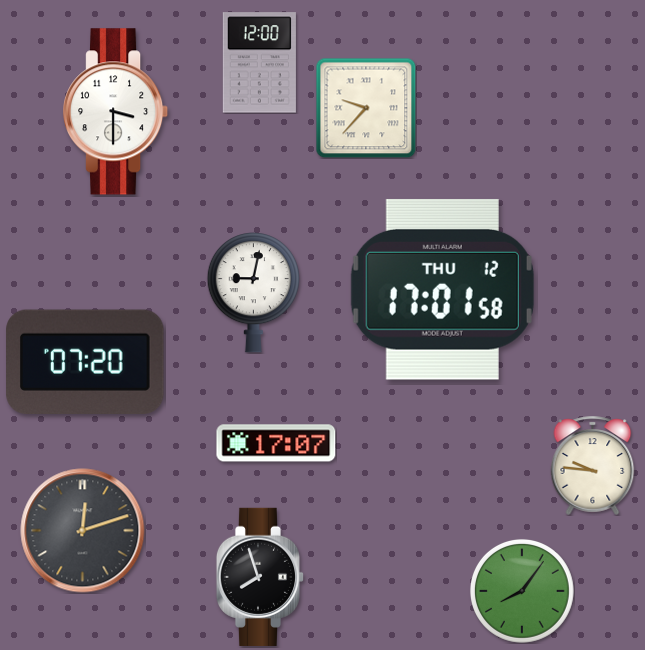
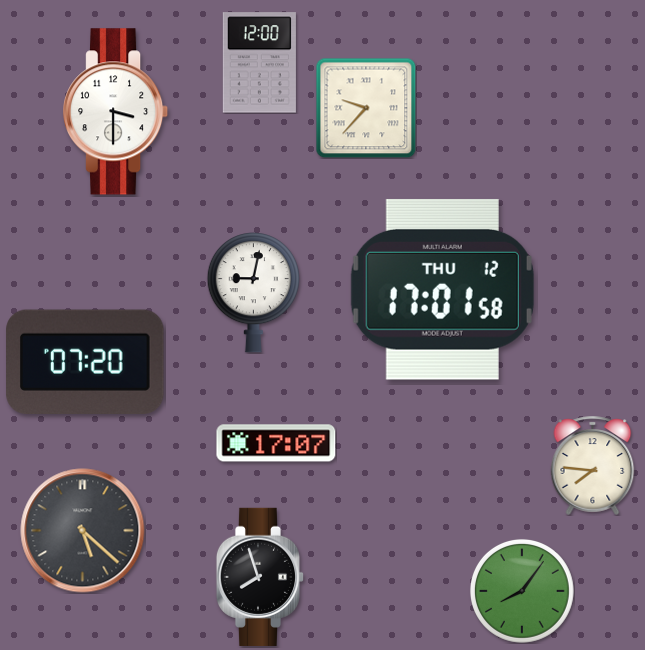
clock at (593, 465): 9:46 -> 7:46
clock at (83, 531): 12:12 -> 5:22
